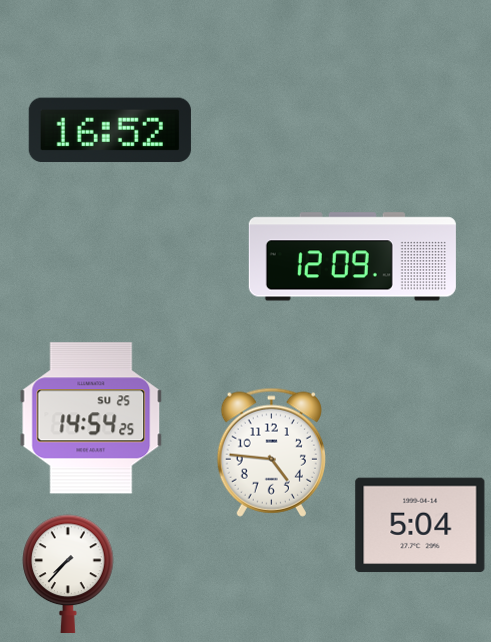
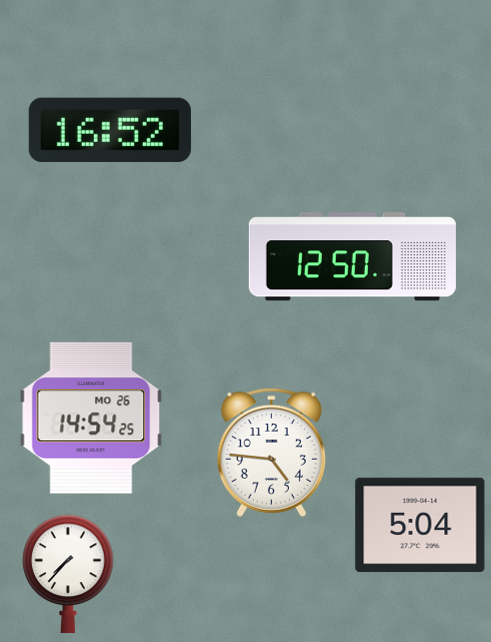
clock at (352, 257): 12:09 -> 12:50
clock at (91, 418) date: SU 25 -> MO 26
